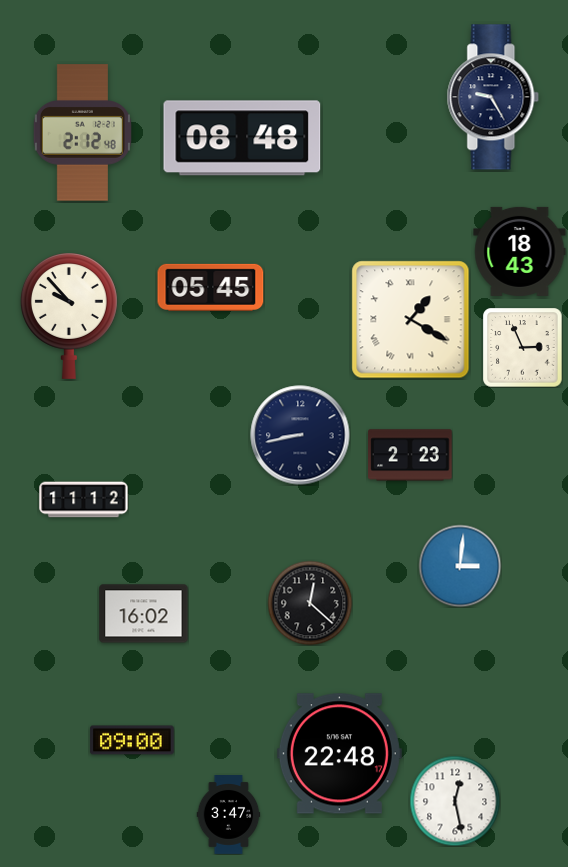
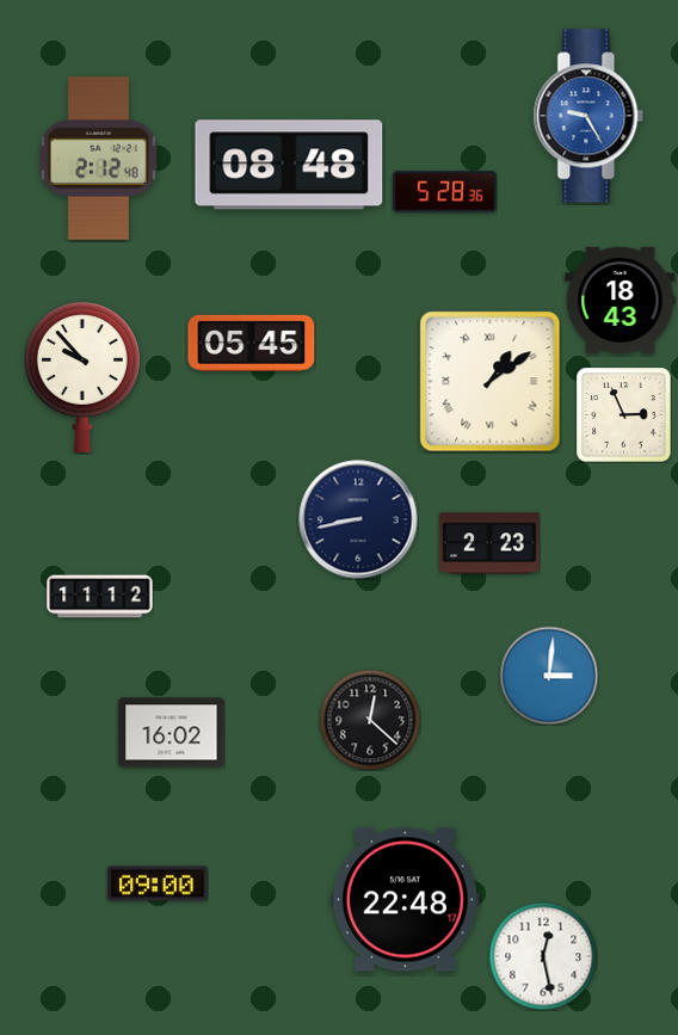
clock at (493, 97) dial: navy -> blue
clock at (445, 192): none -> 5:28
clock at (411, 320): 1:20 -> 1:09
clock at (229, 815): 3:47 -> none
